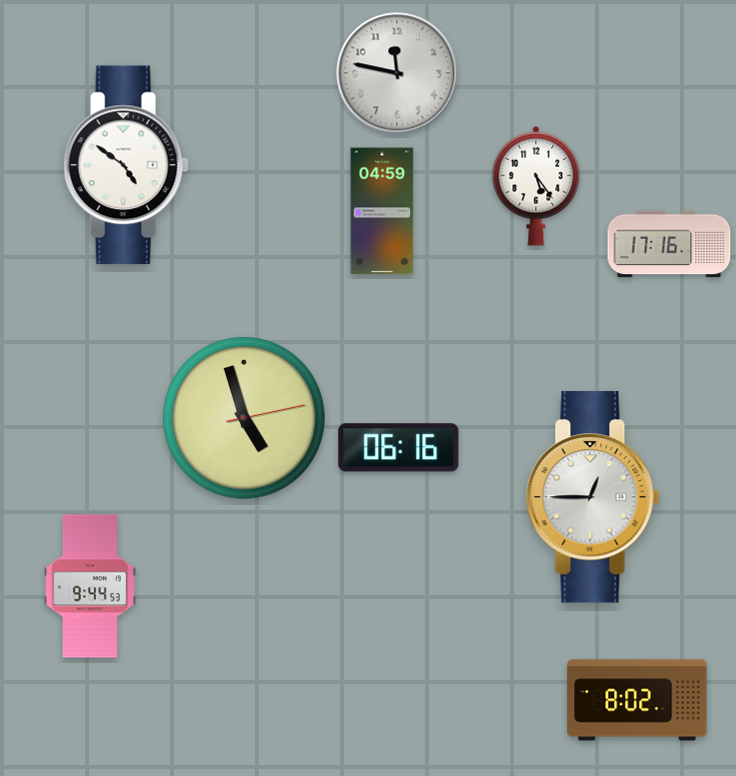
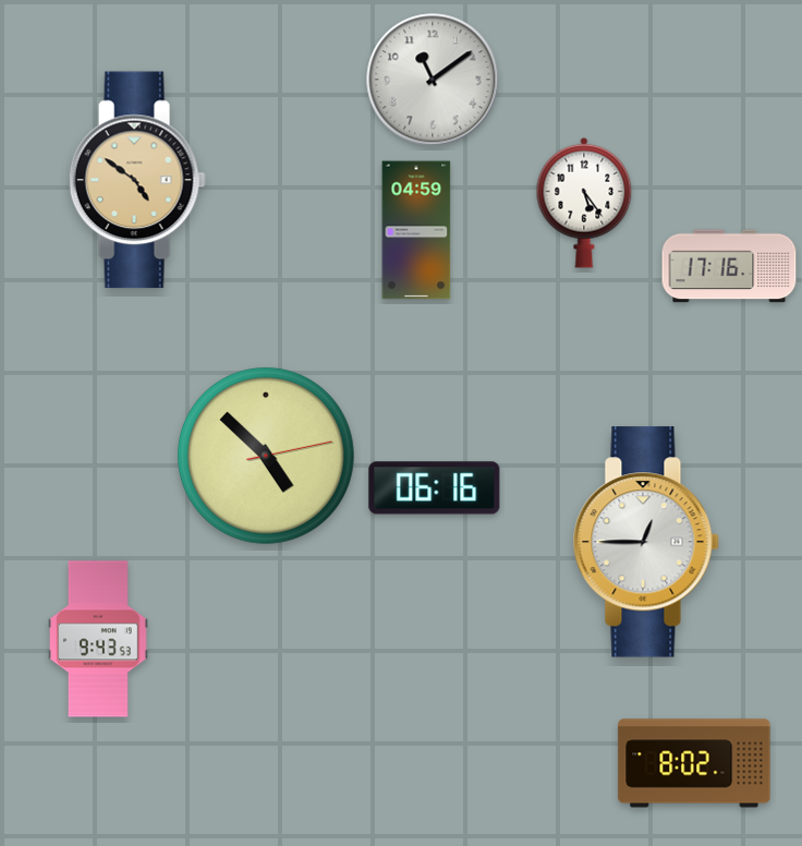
clock at (397, 73): 11:47 -> 11:09
clock at (126, 165) dial: white -> champagne
clock at (245, 419): 4:57 -> 4:52
clock at (91, 586): 9:44 -> 9:43
